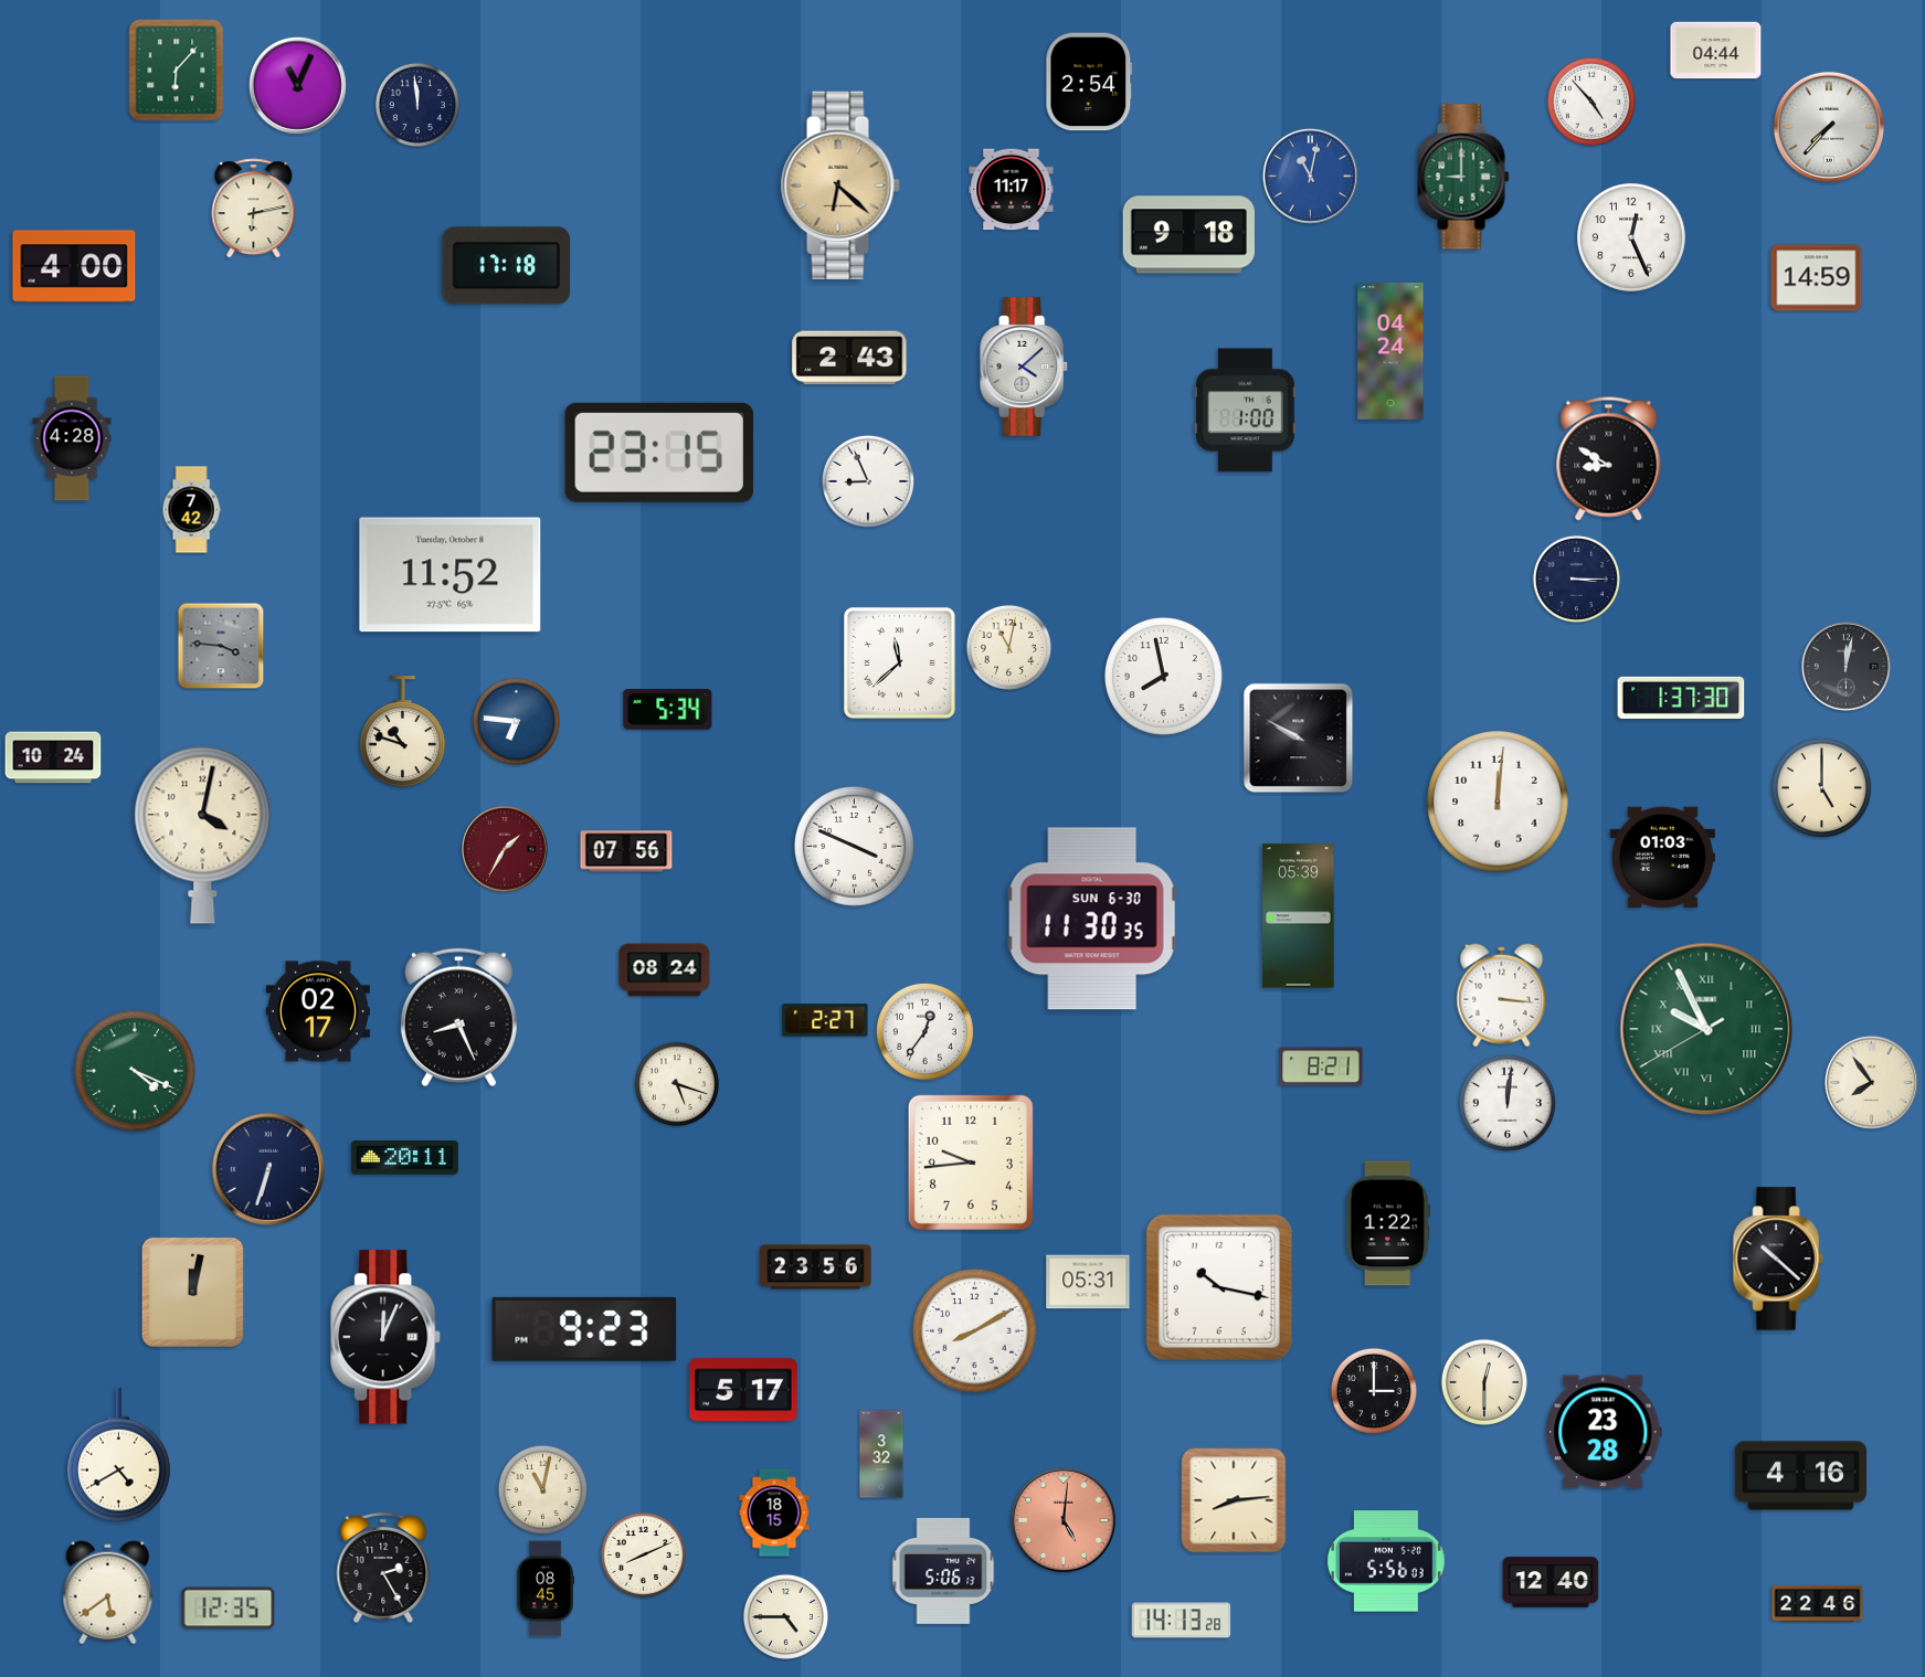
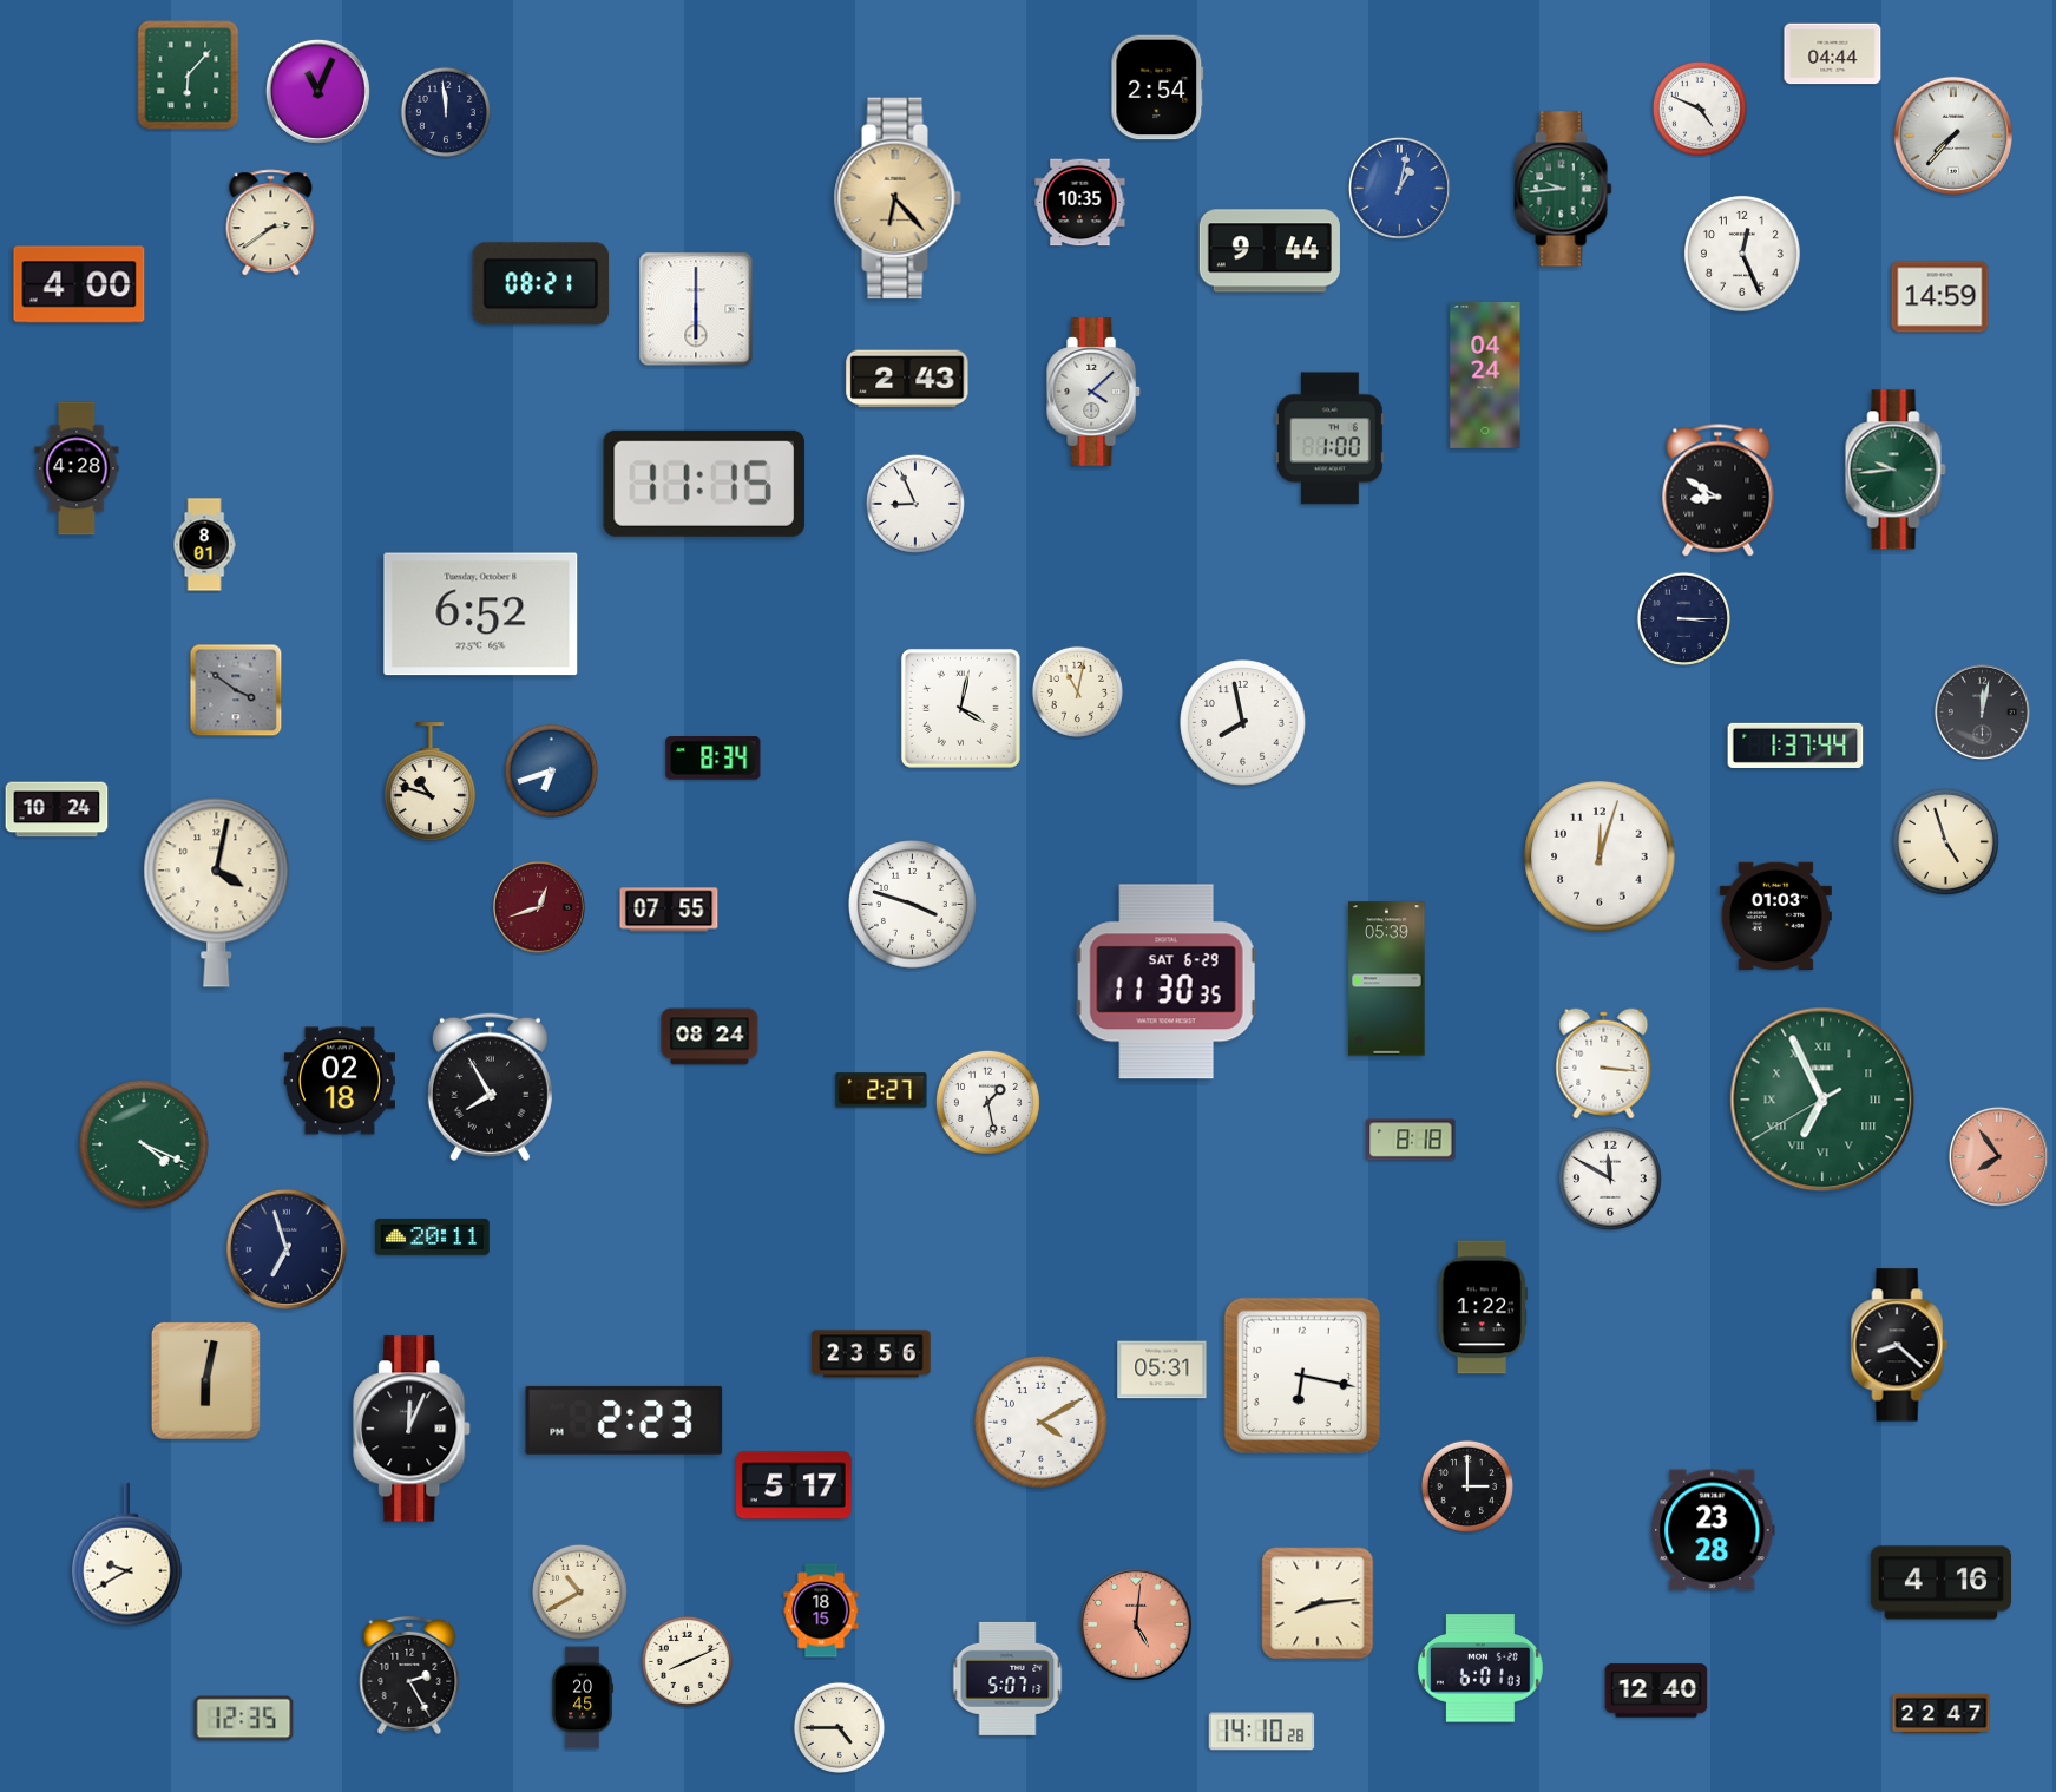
clock at (1089, 82) position: (1089, 82) -> (1157, 87)
clock at (1591, 102): 4:53 -> 4:49
clock at (1310, 176): 11:02 -> 1:02
clock at (1463, 177): 9:00 -> 9:44
clock at (840, 185): 6:22 -> 6:23
clock at (1012, 190): 11:17 -> 10:35
clock at (254, 209): 6:13 -> 2:39
clock at (1188, 235): 9:18 -> 9:44
clock at (507, 266): 17:18 -> 08:21
clock at (696, 309): none -> 6:00
clock at (849, 358) position: (849, 358) -> (907, 379)
clock at (1896, 470): none -> 9:44
clock at (659, 453): 23:15 -> 11:15
clock at (868, 481) position: (868, 481) -> (915, 504)
clock at (191, 510): 7:42 -> 8:01
clock at (451, 575): 11:52 -> 6:52
clock at (221, 646): 3:46 -> 3:51
clock at (899, 662): 11:38 -> 4:02
clock at (1845, 666) position: (1845, 666) -> (1982, 711)
clock at (1681, 698): 1:37:30 -> 1:37:44
clock at (668, 710): 5:34 -> 8:34
clock at (516, 721): 6:46 -> 6:42
clock at (1299, 739): 9:50 -> none
clock at (1821, 787): 5:00 -> 4:57
clock at (1498, 802): 12:01 -> 12:03
clock at (855, 847): 3:49 -> 3:48
clock at (506, 850): 1:35 -> 12:42
clock at (626, 851): 07:56 -> 07:55
clock at (1092, 919) date: SUN 6-30 -> SAT 6-29
clock at (318, 1011): 02:17 -> 02:18
clock at (458, 1018): 8:26 -> 7:55
clock at (1706, 1029): 9:55 -> 6:55
clock at (924, 1031): 12:36 -> 1:28
clock at (1321, 1066): 8:21 -> 8:18
clock at (1871, 1082) dial: cream -> salmon
clock at (677, 1084): 5:18 -> none
clock at (1508, 1103): 12:01 -> 11:50
clock at (971, 1163): 9:44 -> none
clock at (268, 1169): 6:33 -> 6:57
clock at (1778, 1259): 10:22 -> 8:22
clock at (1219, 1287): 10:17 -> 6:17
clock at (192, 1292): 12:02 -> 6:02
clock at (584, 1329): 9:23 -> 2:23
clock at (975, 1331): 8:10 -> 4:10
clock at (1484, 1382): 12:30 -> none
clock at (881, 1454): 3:32 -> none
clock at (119, 1455): 4:40 -> 9:40
clock at (1800, 1476) position: (1800, 1476) -> (1940, 1583)
clock at (542, 1489): 11:02 -> 10:40
clock at (774, 1513) position: (774, 1513) -> (821, 1610)
clock at (1386, 1561): 5:56 -> 6:01
clock at (943, 1571): 5:06 -> 5:07
clock at (544, 1589): 08:45 -> 20:45
clock at (108, 1593): 5:39 -> none
clock at (1818, 1603): 22:46 -> 22:47
clock at (1182, 1621): 14:13 -> 14:10
